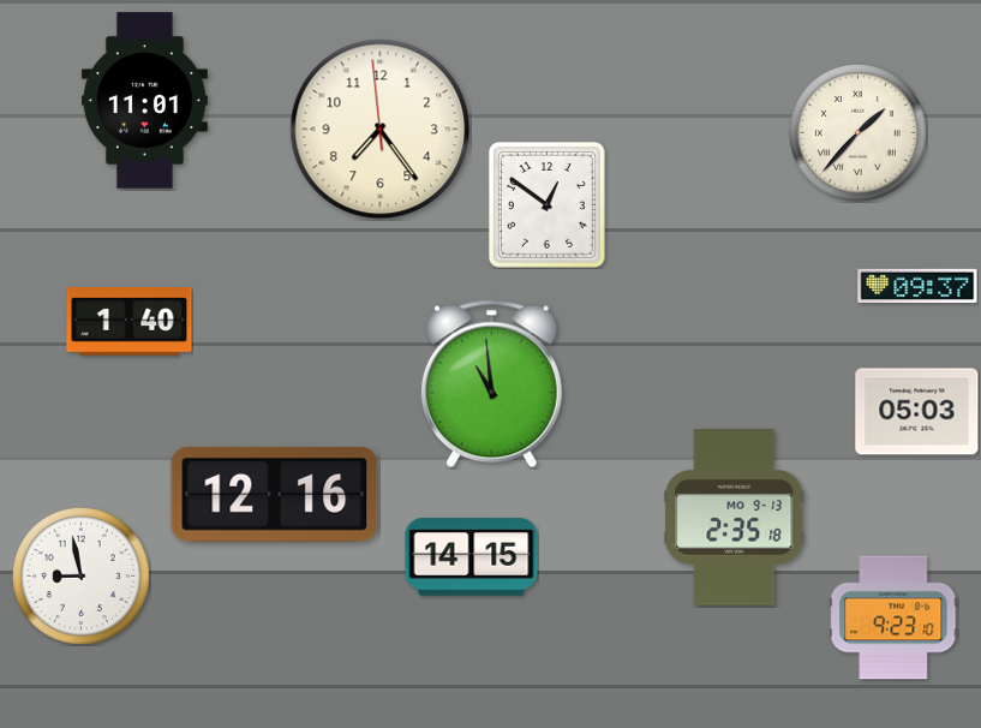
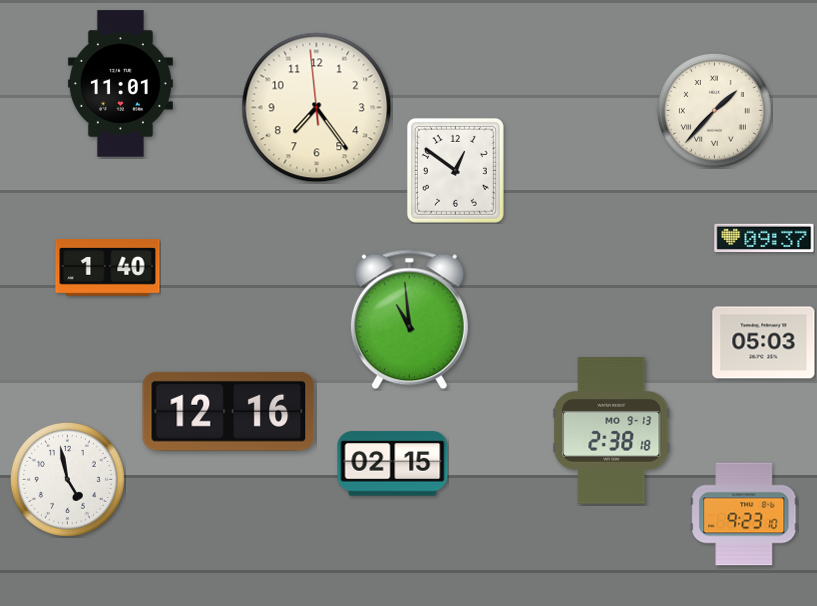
clock at (735, 518): 2:35 -> 2:38
clock at (472, 557): 14:15 -> 02:15
clock at (80, 575): 8:58 -> 4:58
